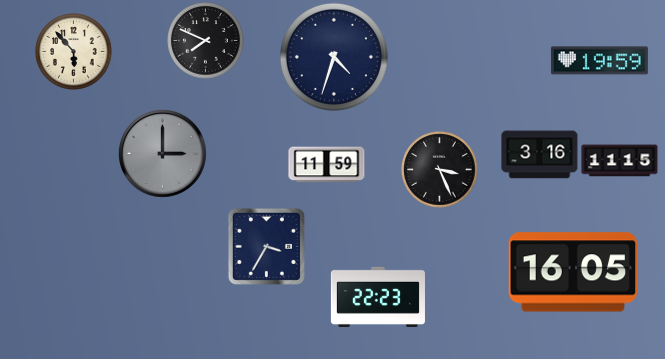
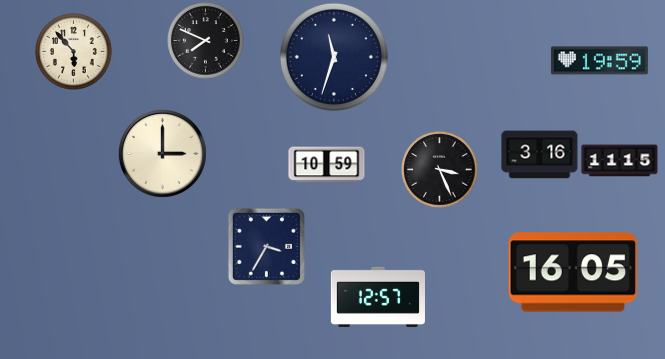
clock at (334, 57): 4:33 -> 11:33
clock at (162, 153) dial: grey -> cream
clock at (327, 165): 11:59 -> 10:59
clock at (378, 297): 22:23 -> 12:57
